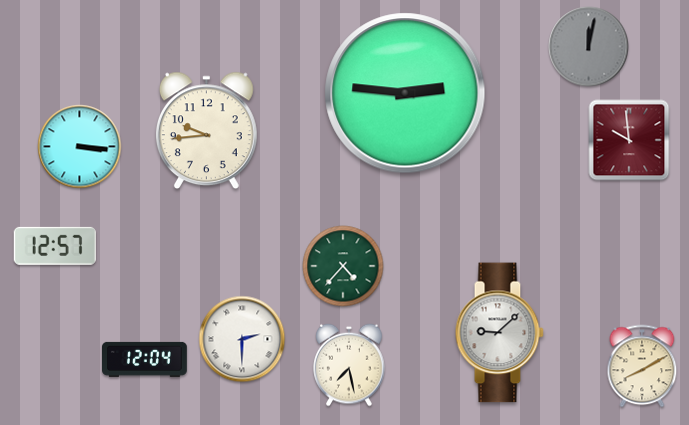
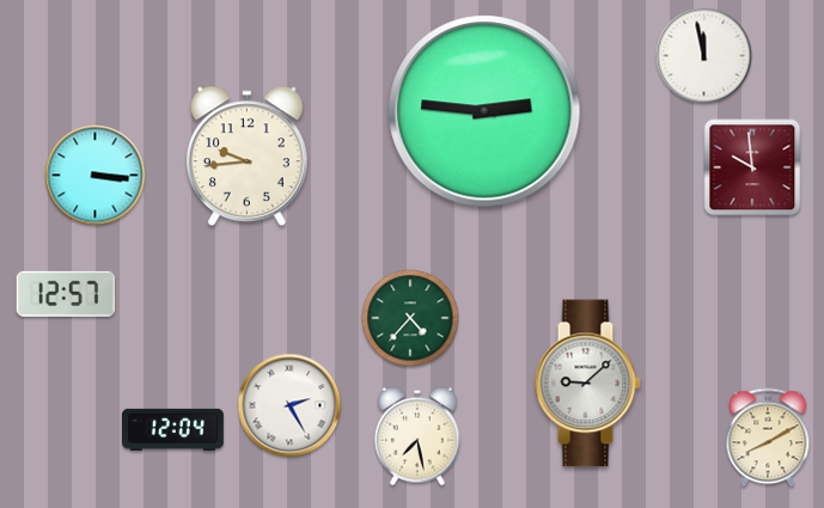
clock at (589, 47): 12:02 -> 11:58
clock at (589, 47) dial: grey -> white
clock at (499, 333) position: (499, 333) -> (587, 384)
clock at (242, 339): 2:30 -> 2:25
